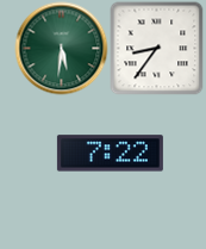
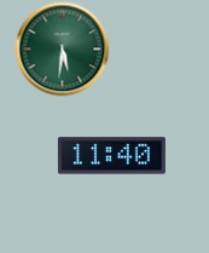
clock at (156, 48): 8:36 -> none
clock at (110, 154): 7:22 -> 11:40
